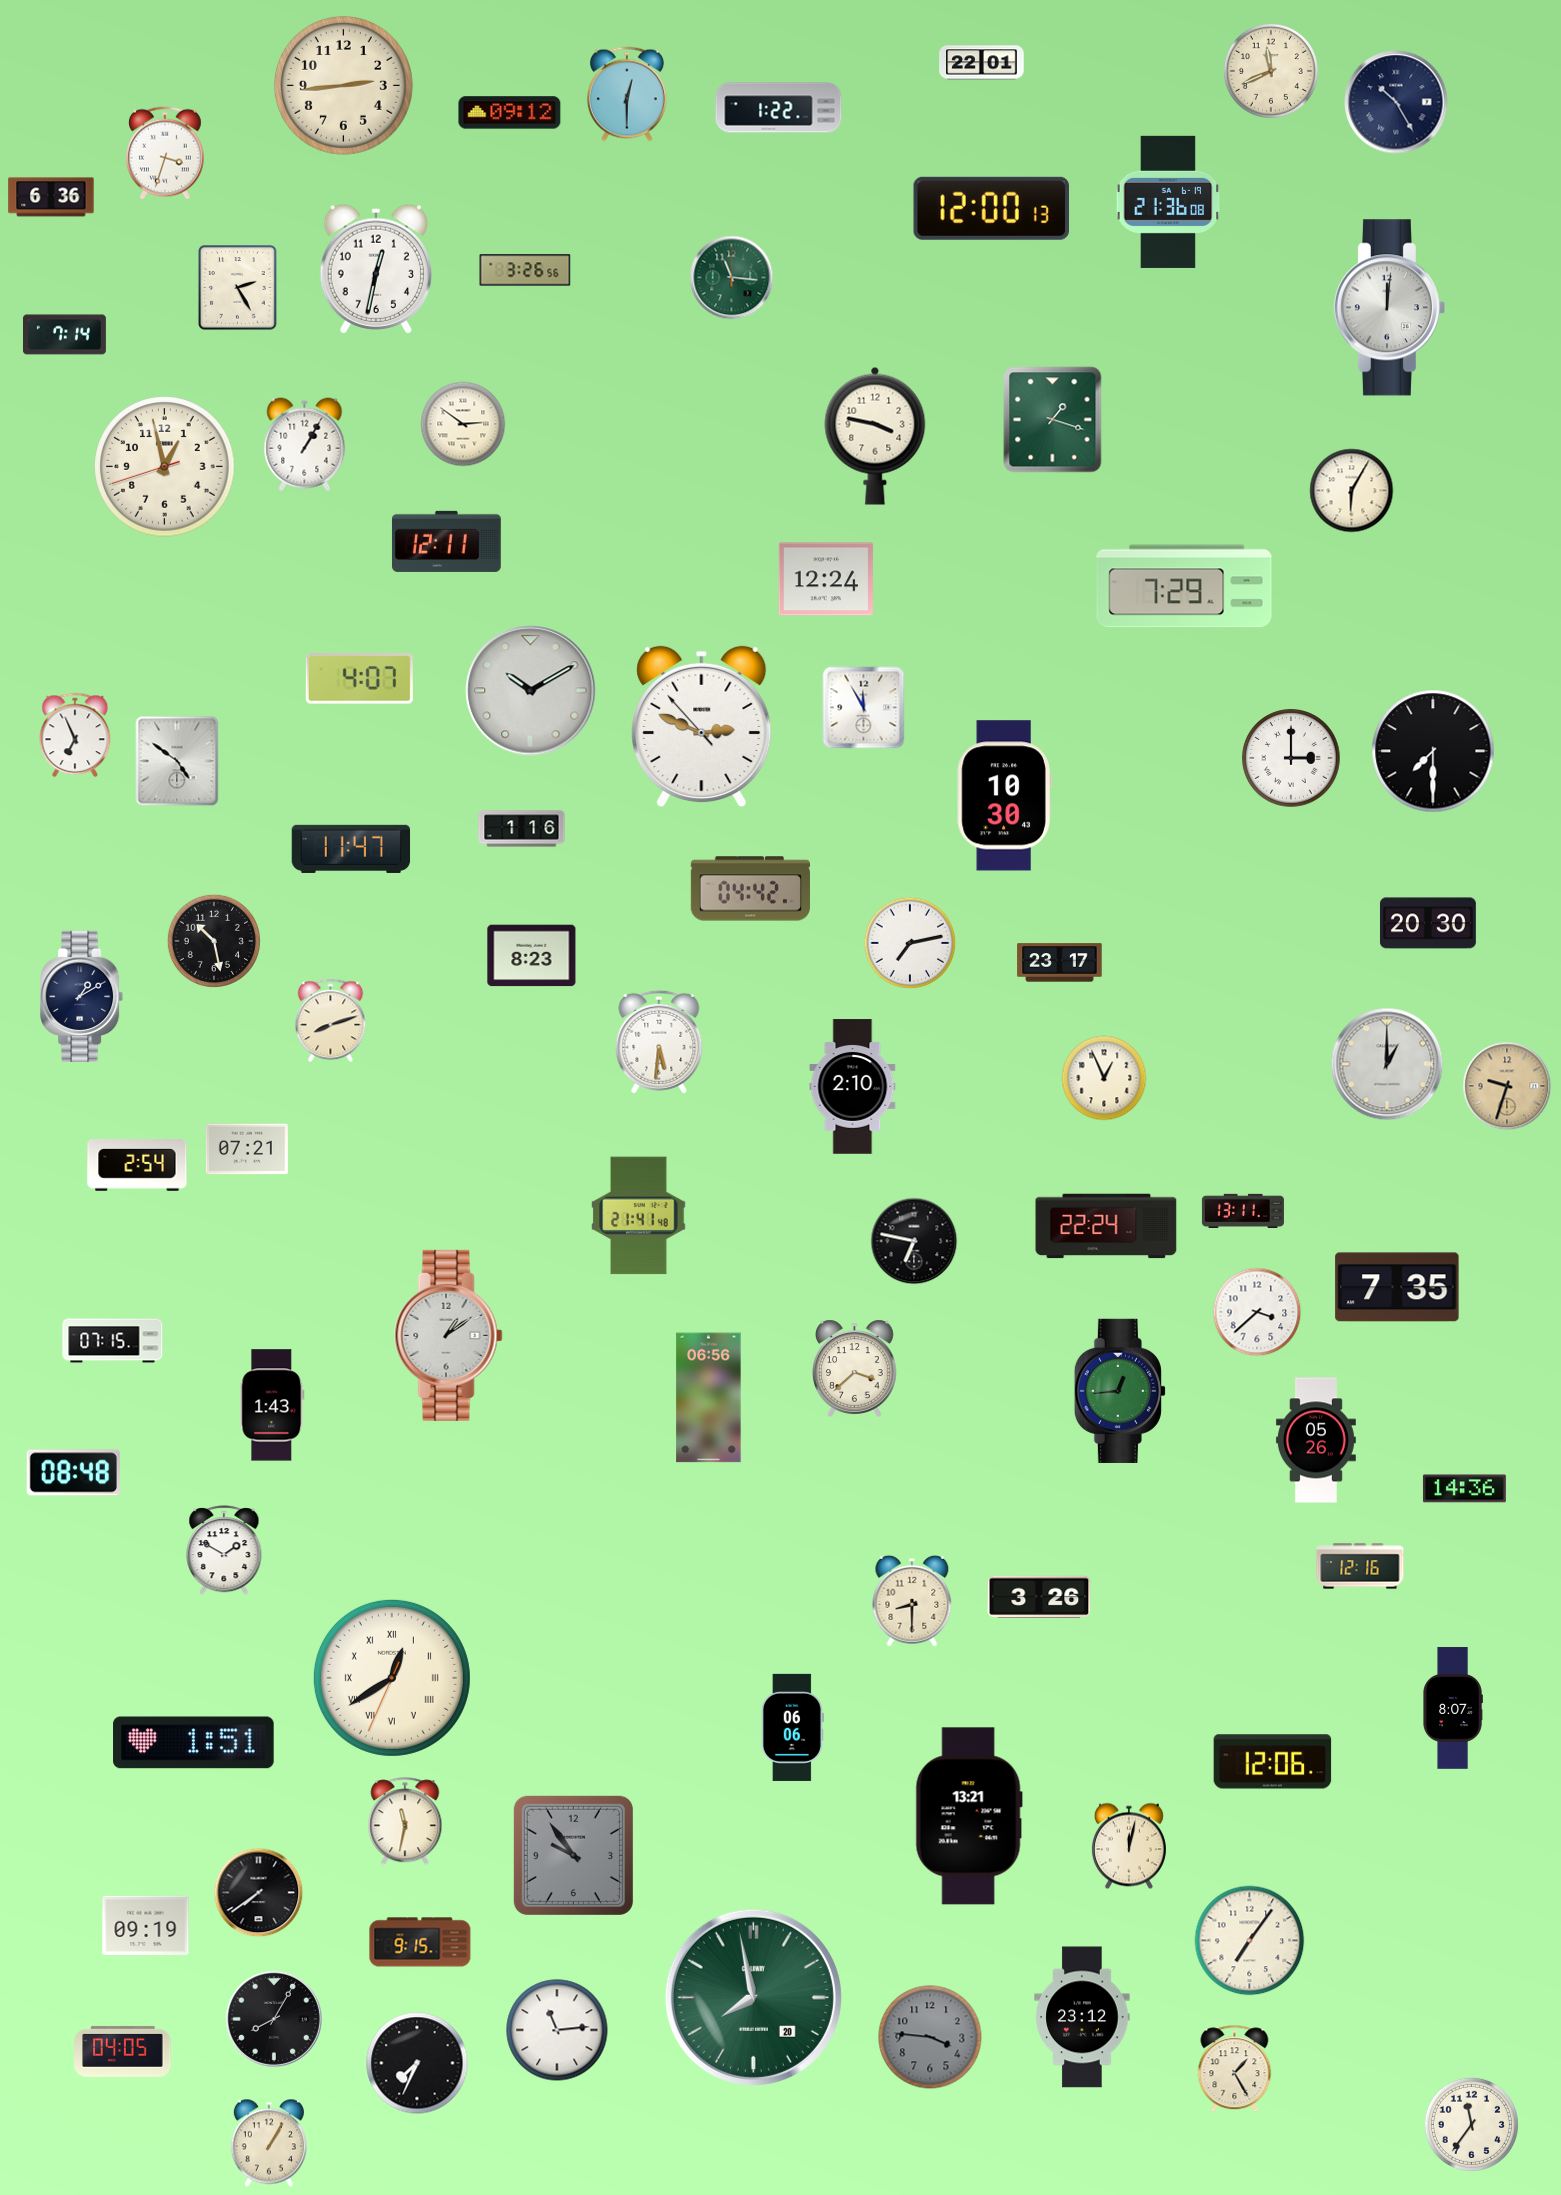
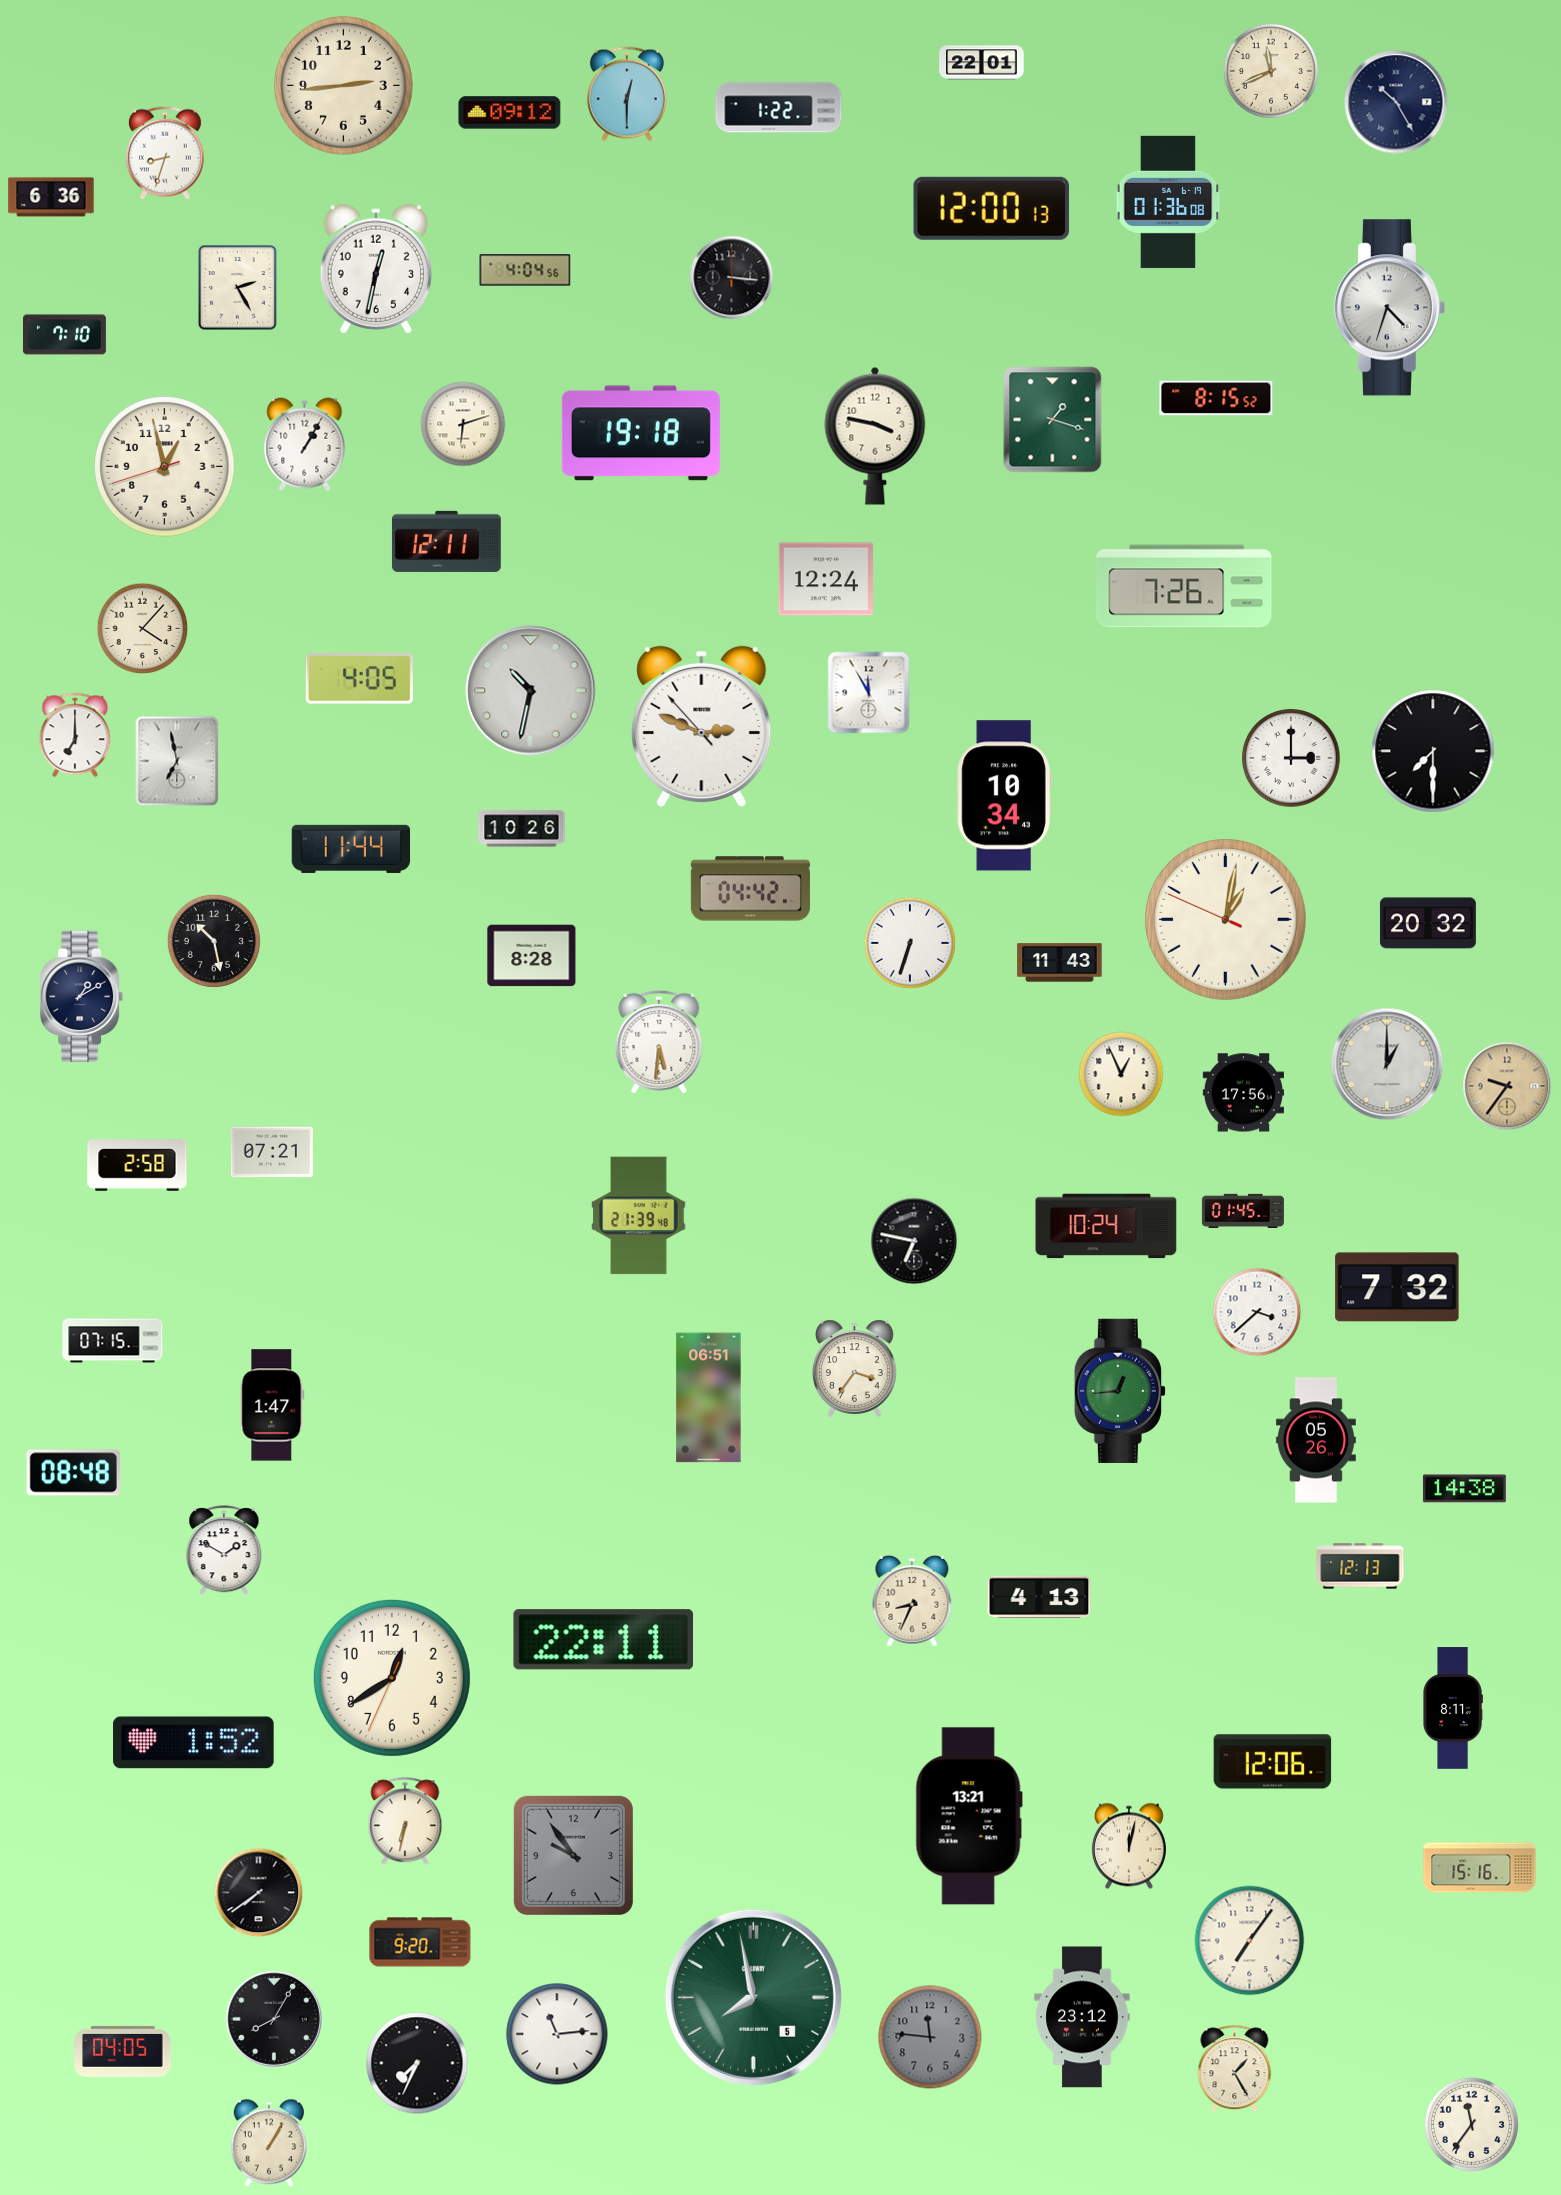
clock at (166, 153): 3:33 -> 8:33
clock at (1168, 202): 21:36 -> 01:36
clock at (525, 270): 3:26 -> 4:04
clock at (732, 278): 11:16 -> 3:16
clock at (732, 278) dial: green -> black
clock at (1389, 308): 12:01 -> 4:33
clock at (64, 335): 7:14 -> 7:10
clock at (1216, 398): none -> 8:15
clock at (463, 424): 2:51 -> 6:12
clock at (641, 433): none -> 19:18
clock at (1352, 491): 6:05 -> none
clock at (1184, 586): 7:29 -> 7:26
clock at (143, 629): none -> 4:07
clock at (359, 679): 4:07 -> 4:05
clock at (531, 691): 10:10 -> 10:32
clock at (864, 708) position: (864, 708) -> (869, 693)
clock at (75, 735): 6:56 -> 7:00
clock at (177, 761): 4:51 -> 6:58
clock at (1004, 796): 10:30 -> 10:34
clock at (522, 829): 1:16 -> 10:26
clock at (351, 849): 11:47 -> 11:44
clock at (1226, 920): none -> 1:01
clock at (1428, 923): 20:30 -> 20:32
clock at (910, 943): 7:13 -> 6:33
clock at (532, 956): 8:23 -> 8:28
clock at (1060, 963): 23:17 -> 11:43
clock at (331, 1021): 8:12 -> none
clock at (1104, 1078) position: (1104, 1078) -> (1121, 1074)
clock at (1507, 1086): 9:33 -> 9:36
clock at (853, 1087): 2:10 -> none
clock at (1243, 1093): none -> 17:56
clock at (247, 1149) position: (247, 1149) -> (272, 1152)
clock at (137, 1166): 2:54 -> 2:58
clock at (1243, 1210): 13:11 -> 01:45
clock at (639, 1216): 21:41 -> 21:39
clock at (1106, 1226): 22:24 -> 10:24
clock at (1397, 1287): 7:35 -> 7:32
clock at (449, 1335): 1:09 -> none
clock at (855, 1368): 3:38 -> 3:36
clock at (709, 1398): 06:56 -> 06:51
clock at (272, 1405): 1:43 -> 1:47
clock at (1464, 1489): 14:36 -> 14:38
clock at (1360, 1566): 12:16 -> 12:13
clock at (1039, 1596): 3:26 -> 4:13
clock at (912, 1601): 8:30 -> 8:34
clock at (604, 1640): none -> 22:11
clock at (392, 1678) numerals: Roman -> Arabic
clock at (1453, 1708): 8:07 -> 8:11
clock at (792, 1727): 06:06 -> none
clock at (194, 1743): 1:51 -> 1:52
clock at (405, 1822): 11:32 -> 6:32
clock at (1480, 1868): none -> 15:16
clock at (146, 1925): 09:19 -> none
clock at (420, 1942): 9:15 -> 9:20
clock at (753, 1997) date: 20 -> 5
clock at (557, 2030) position: (557, 2030) -> (557, 2034)
clock at (930, 2037): 3:46 -> 11:46
